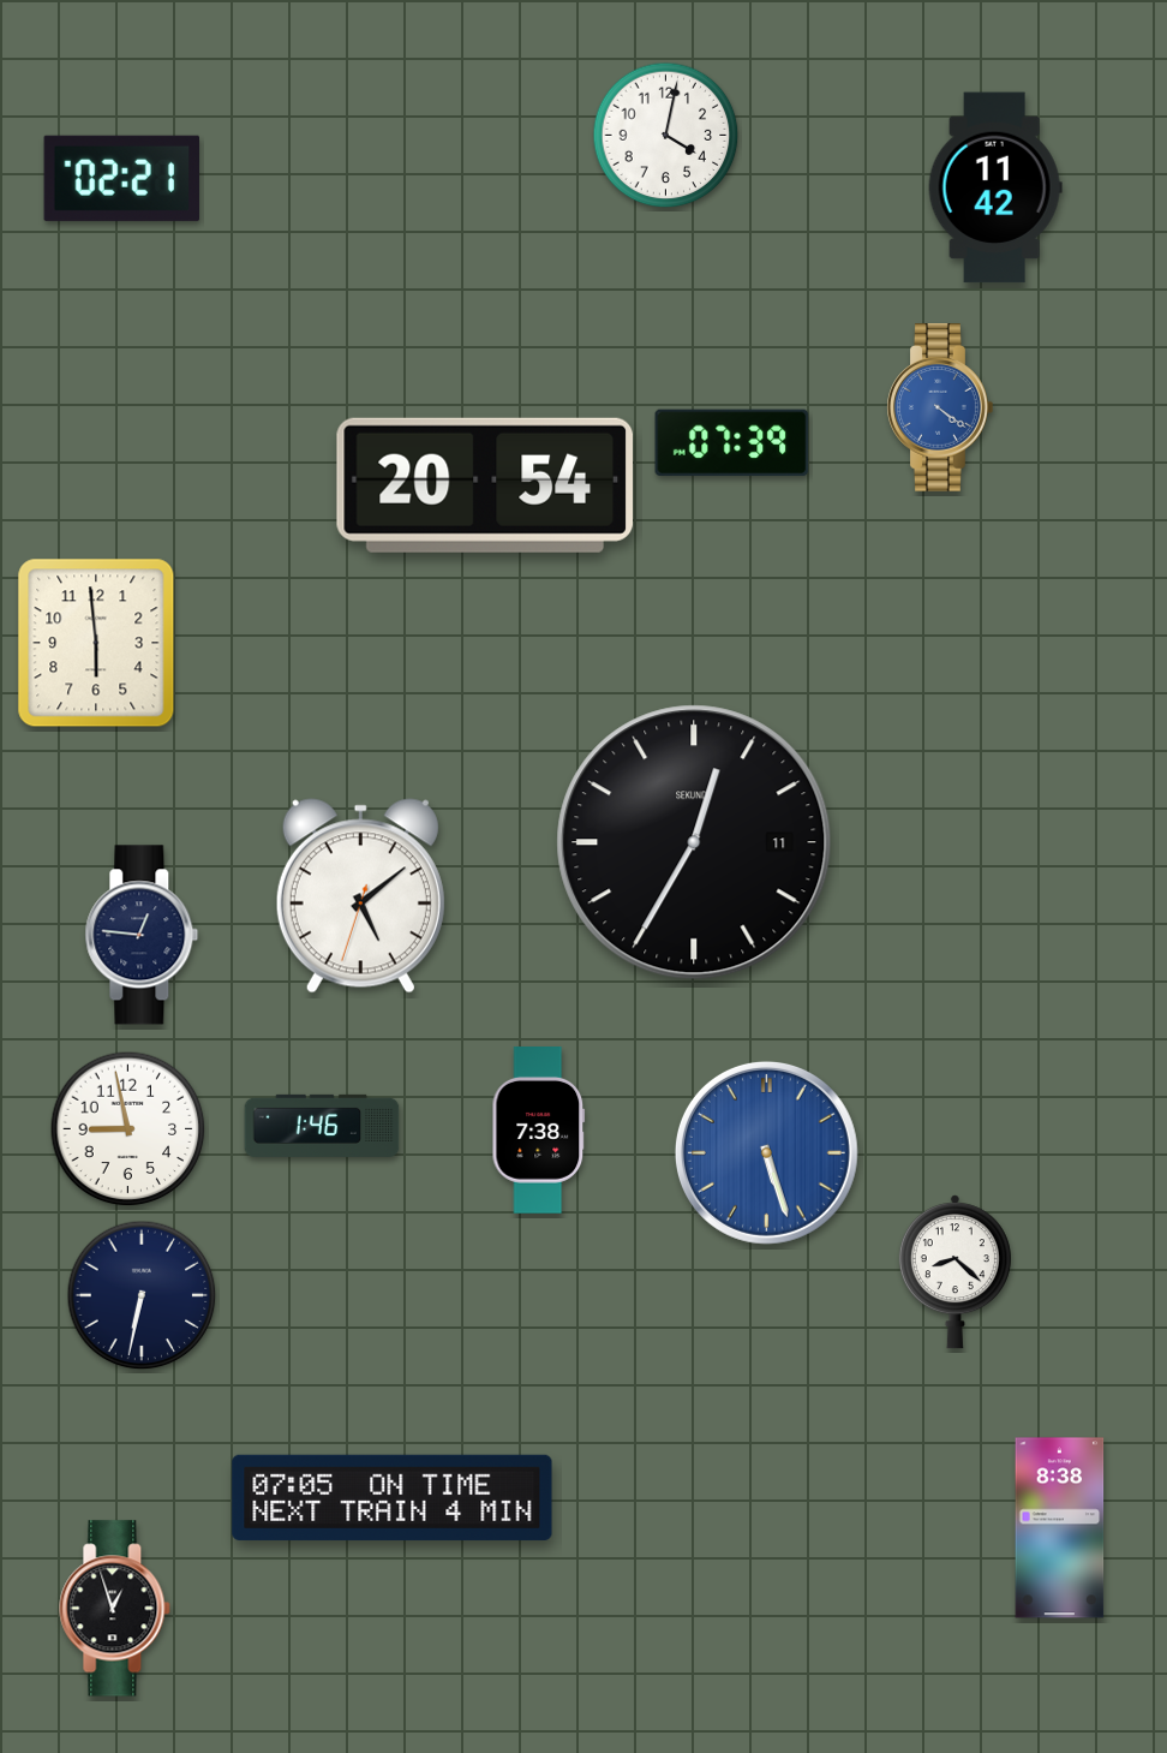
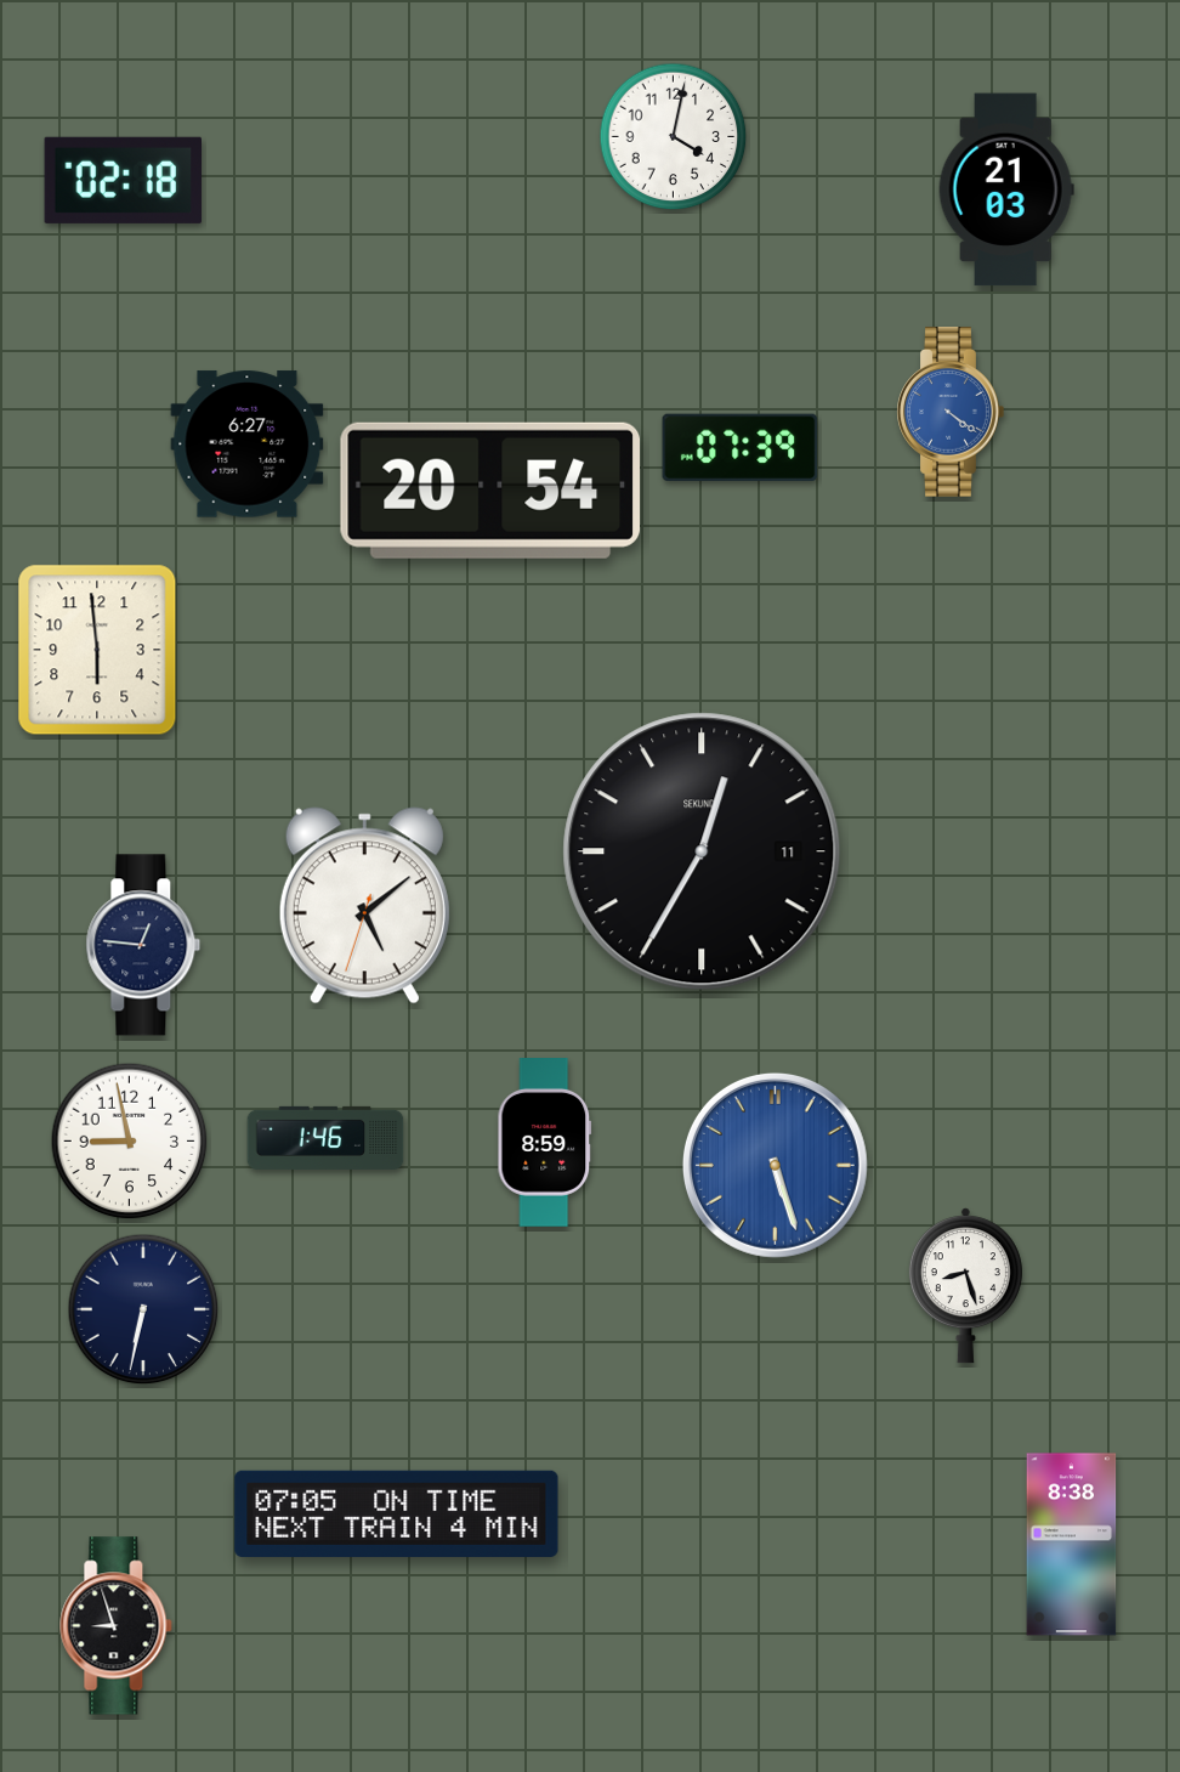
clock at (121, 178): 02:21 -> 02:18
clock at (995, 187): 11:42 -> 21:03
clock at (248, 445): none -> 6:27
clock at (539, 1131): 7:38 -> 8:59
clock at (954, 1272): 8:22 -> 8:27
clock at (115, 1609): 12:57 -> 8:57
